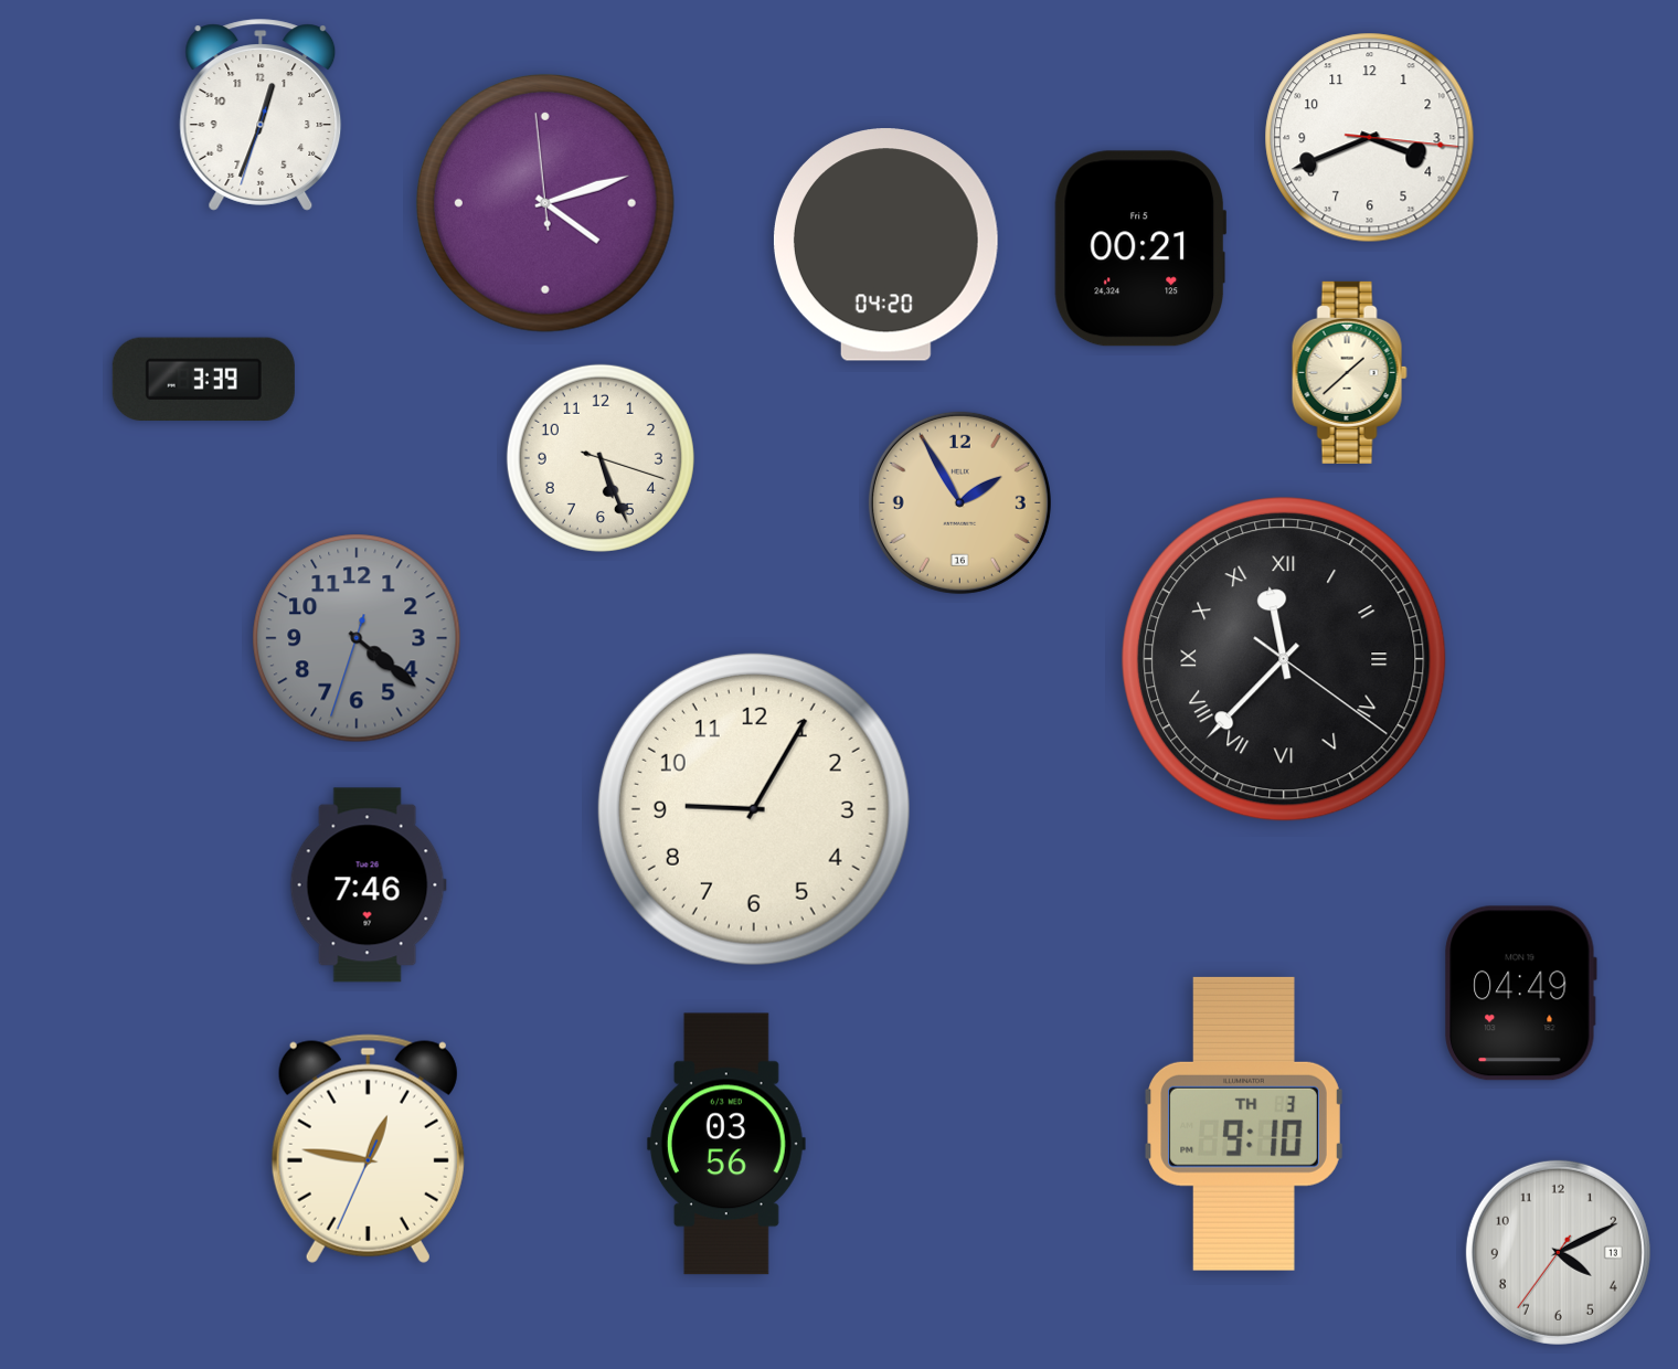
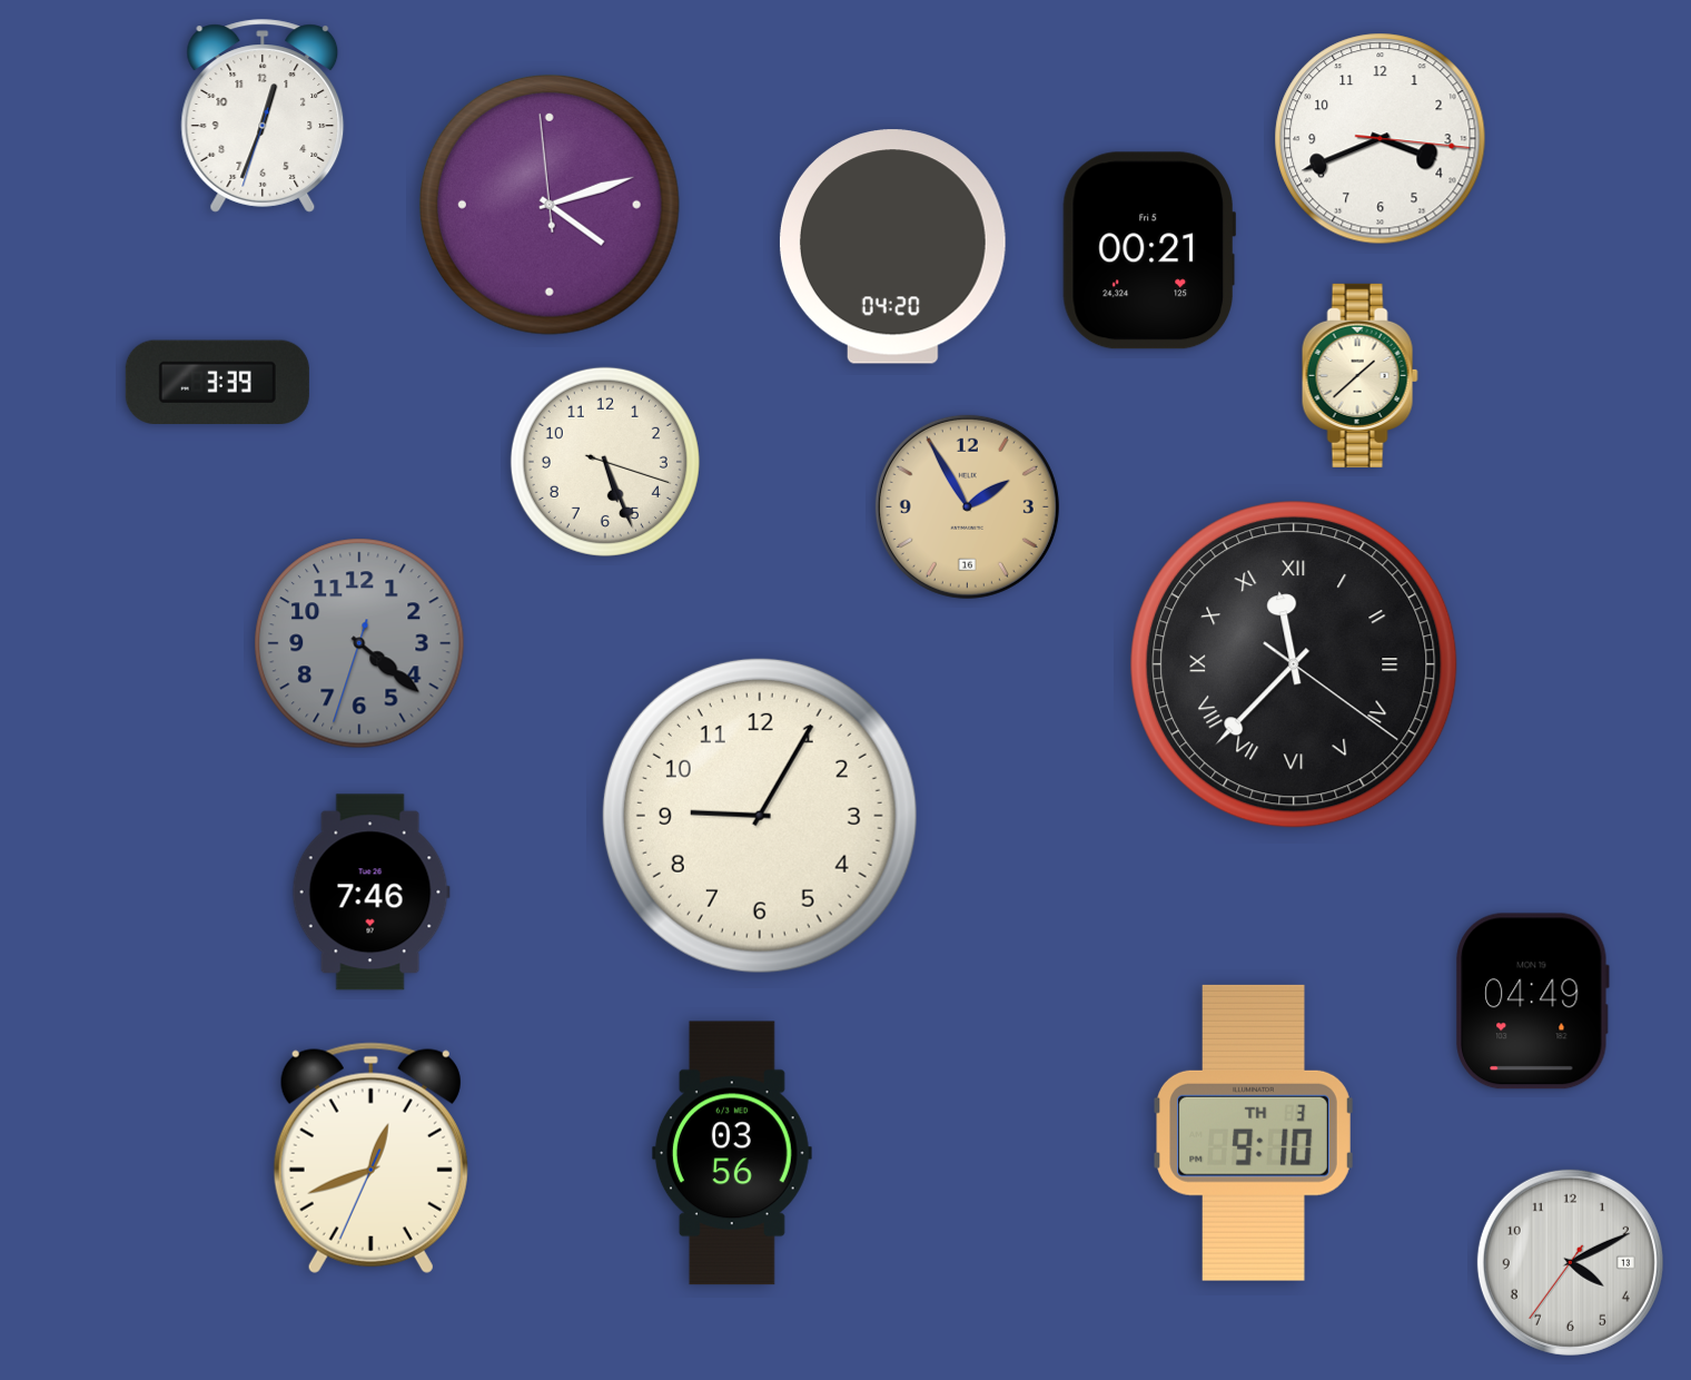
clock at (203, 379) position: (203, 379) -> (217, 382)
clock at (368, 1148): 12:46 -> 12:41
